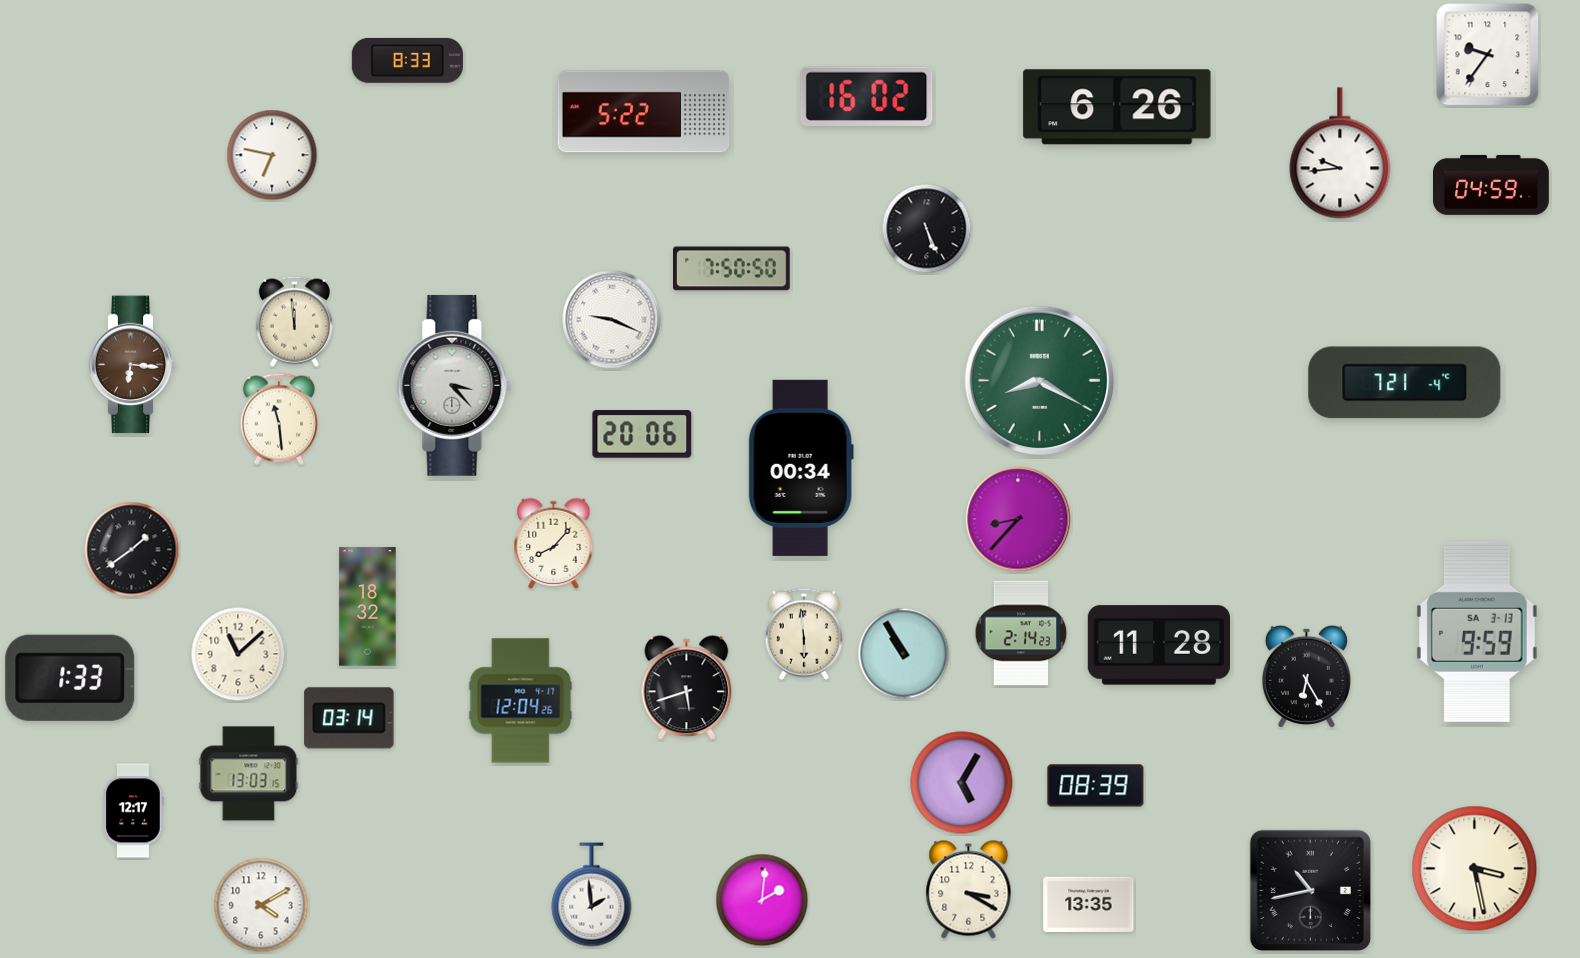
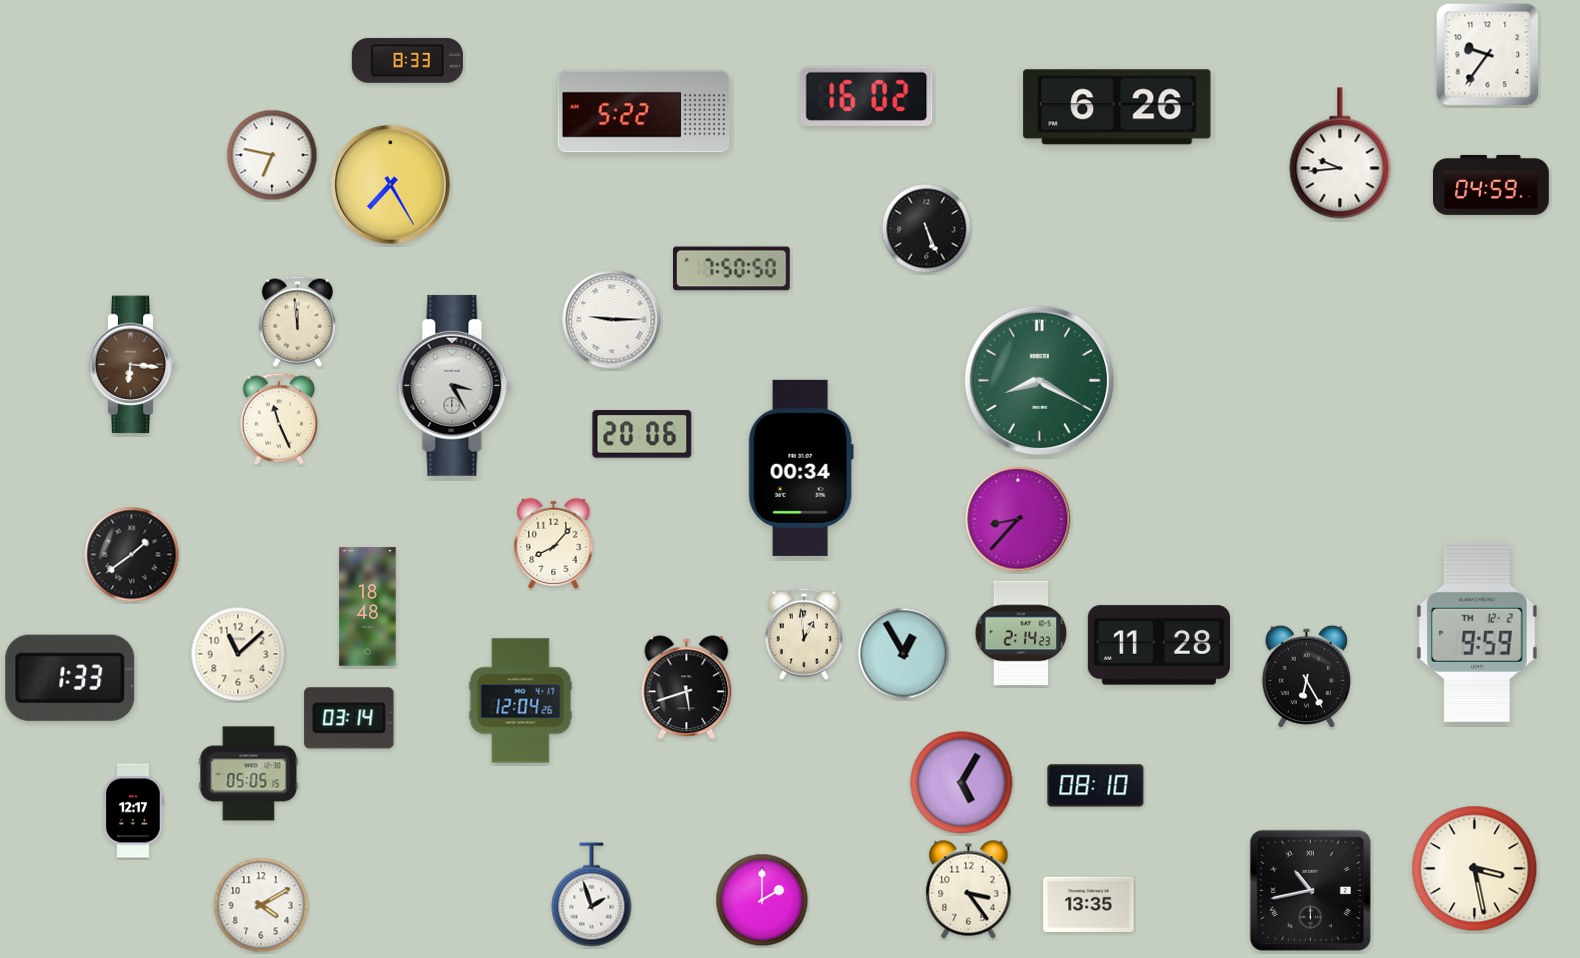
clock at (391, 185): none -> 7:25
clock at (612, 320): 9:19 -> 9:15
clock at (294, 321) position: (294, 321) -> (297, 321)
clock at (1405, 383): 7:21 -> none
clock at (455, 385): 3:23 -> 3:25
clock at (278, 419): 11:29 -> 11:26
clock at (132, 550) position: (132, 550) -> (132, 555)
clock at (368, 607): 18:32 -> 18:48
clock at (1477, 632) date: SA 3-13 -> TH 12-2
clock at (803, 634): 5:59 -> 12:59
clock at (904, 654): 10:55 -> 12:55
clock at (249, 774): 13:03 -> 05:05
clock at (1096, 786): 08:39 -> 08:10
clock at (969, 890): 3:20 -> 3:24
clock at (592, 895): 1:59 -> 1:57
clock at (762, 900): 2:01 -> 2:00
